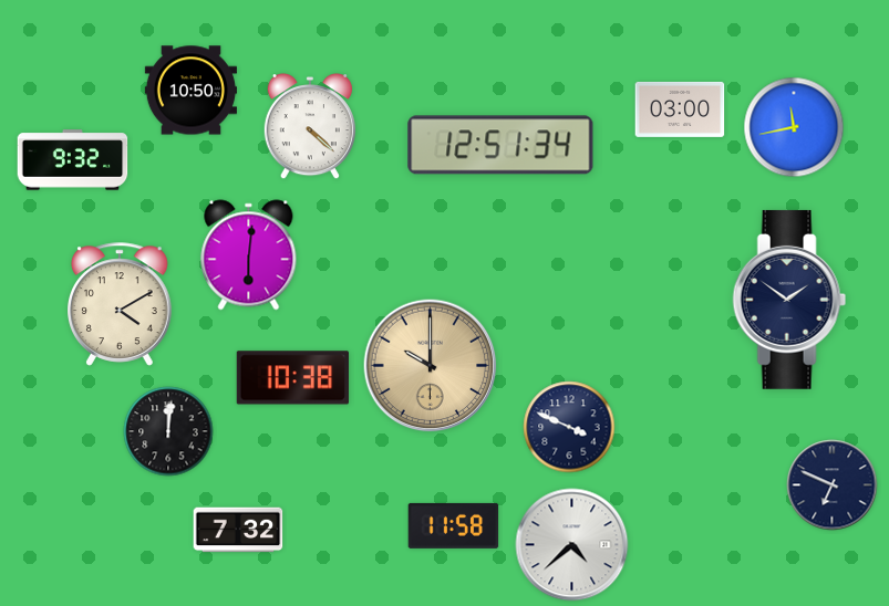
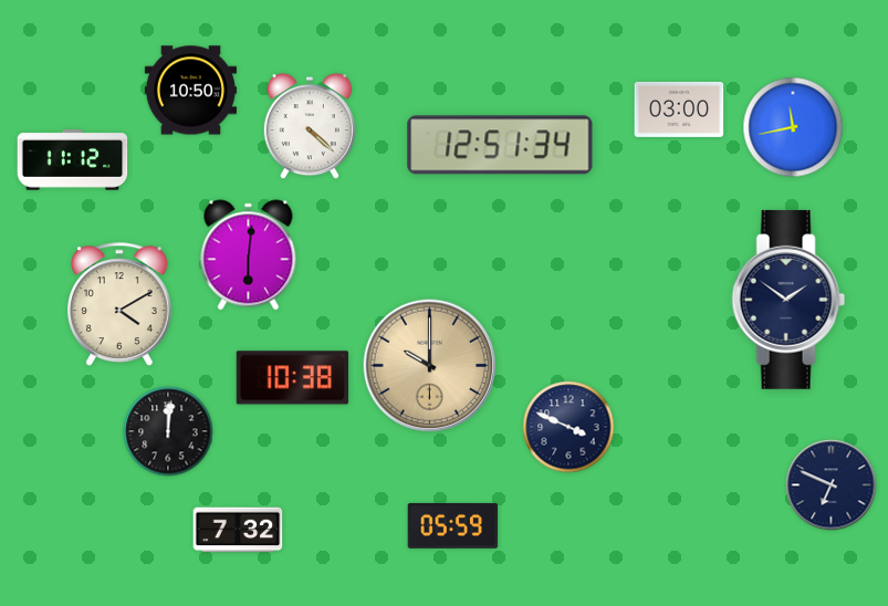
clock at (73, 160): 9:32 -> 11:12
clock at (454, 525): 11:58 -> 05:59
clock at (572, 545): 4:38 -> none
